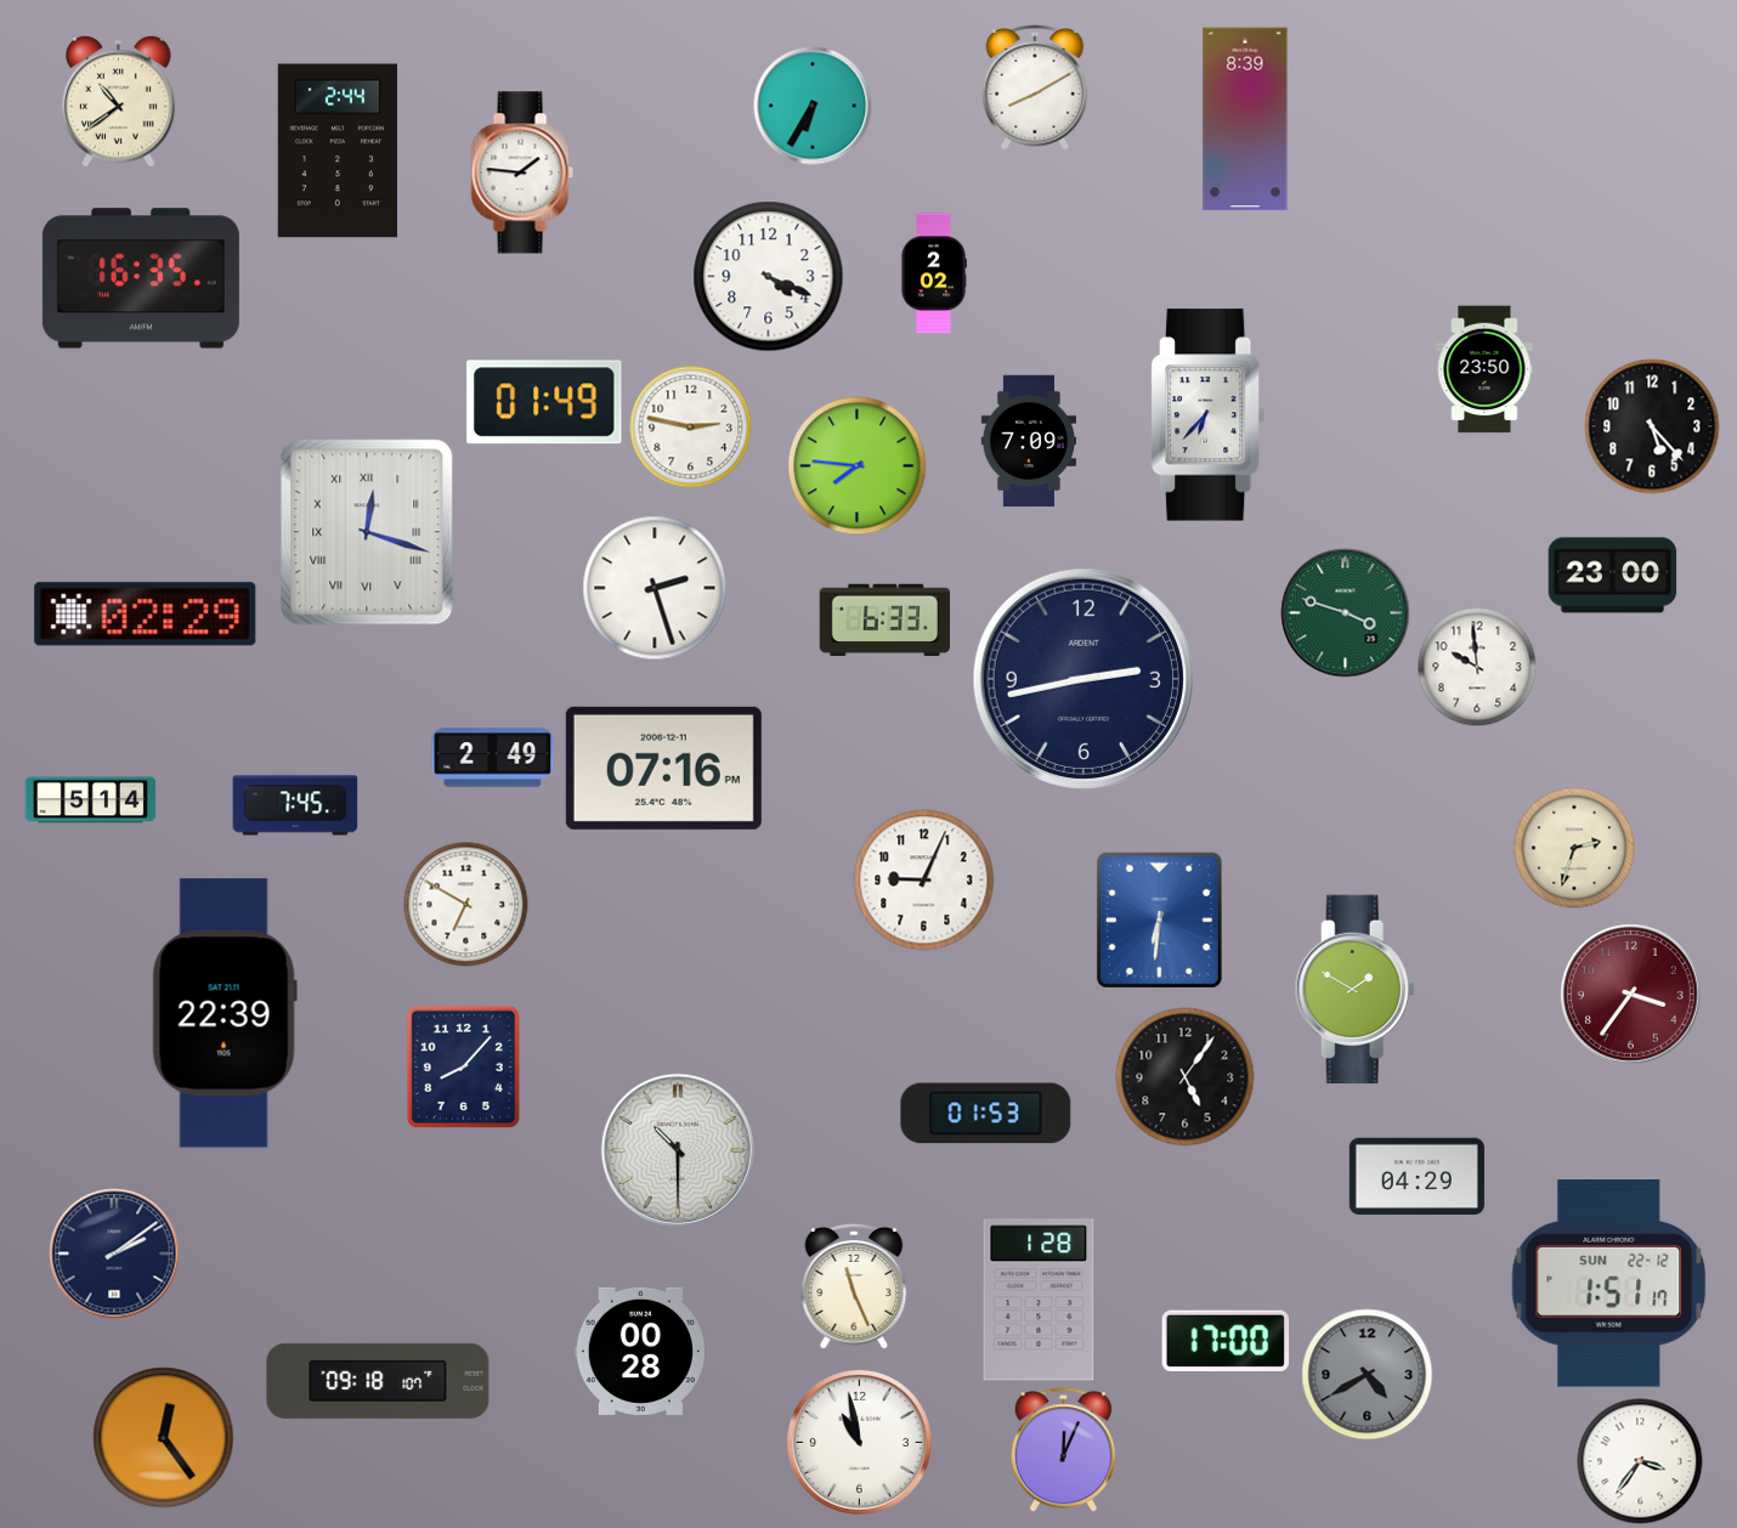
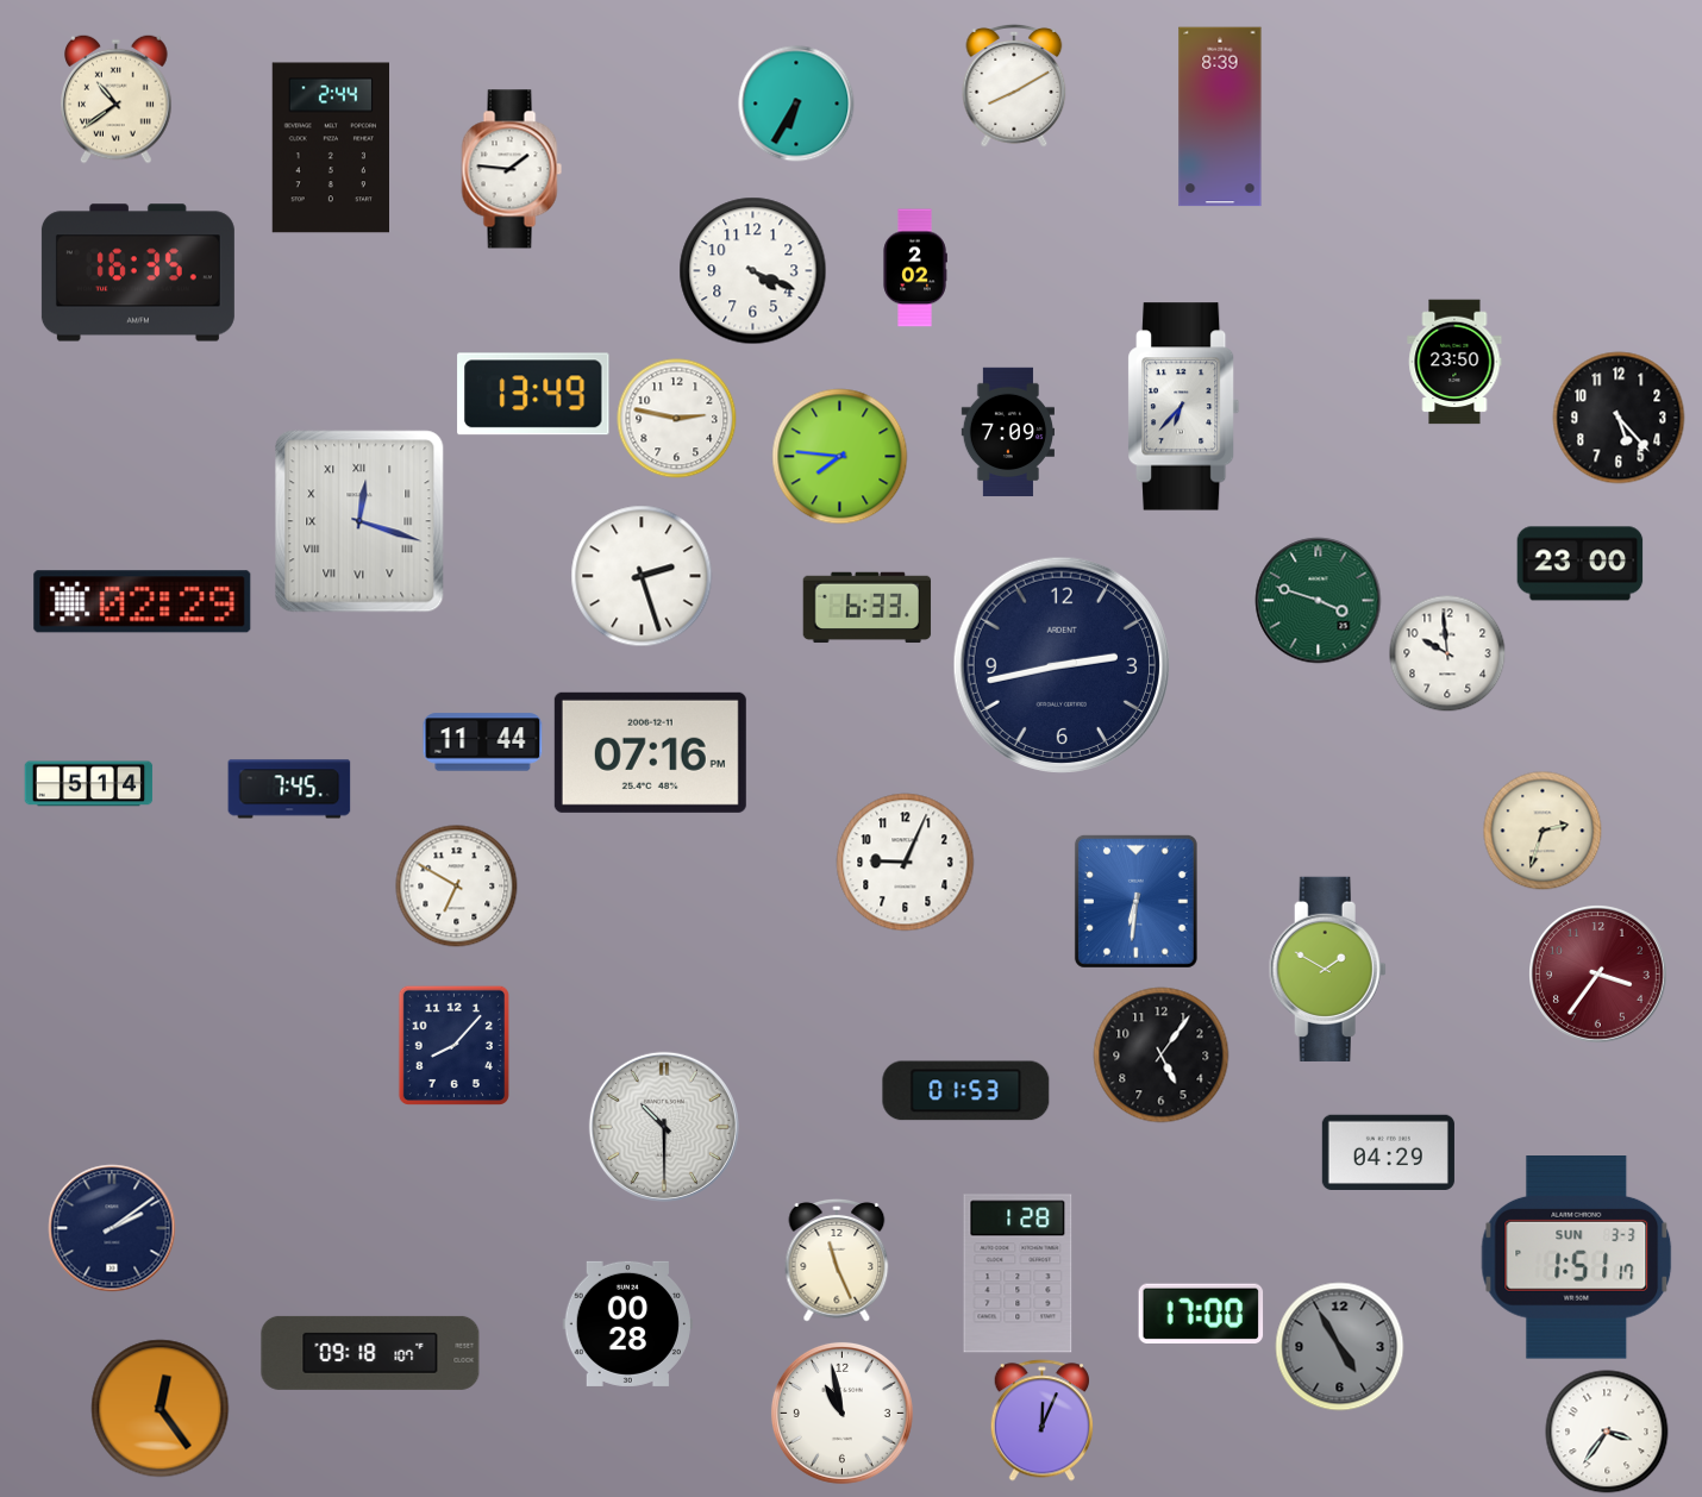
clock at (544, 402): 01:49 -> 13:49
clock at (493, 758): 2:49 -> 11:44
clock at (225, 1013): 22:39 -> none
clock at (1609, 1284) date: SUN 22-12 -> SUN 3-3
clock at (1368, 1375): 4:40 -> 4:55
